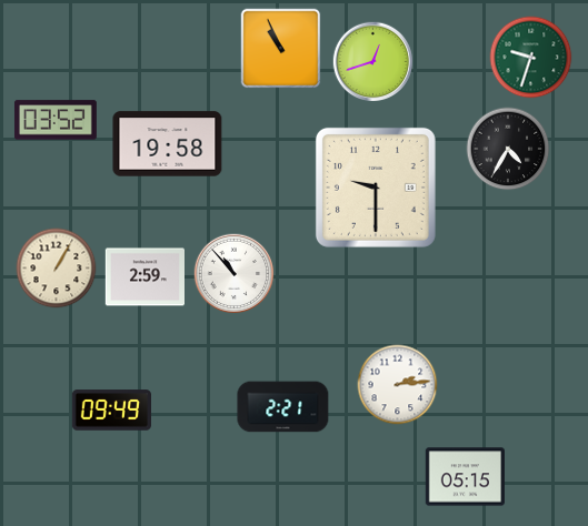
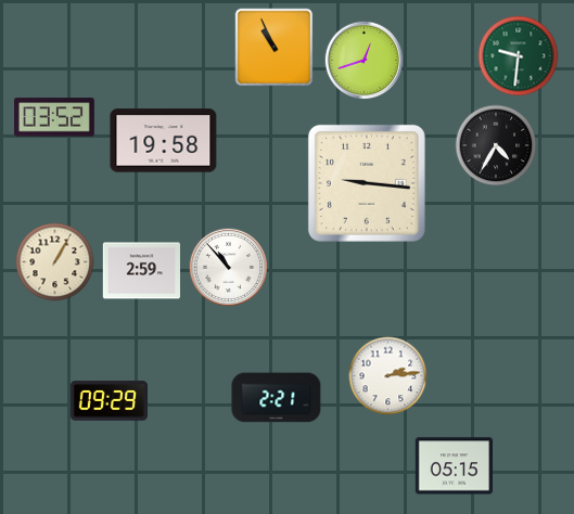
clock at (531, 58): 9:33 -> 9:31
clock at (376, 188): 9:30 -> 9:16
clock at (111, 411): 09:49 -> 09:29
